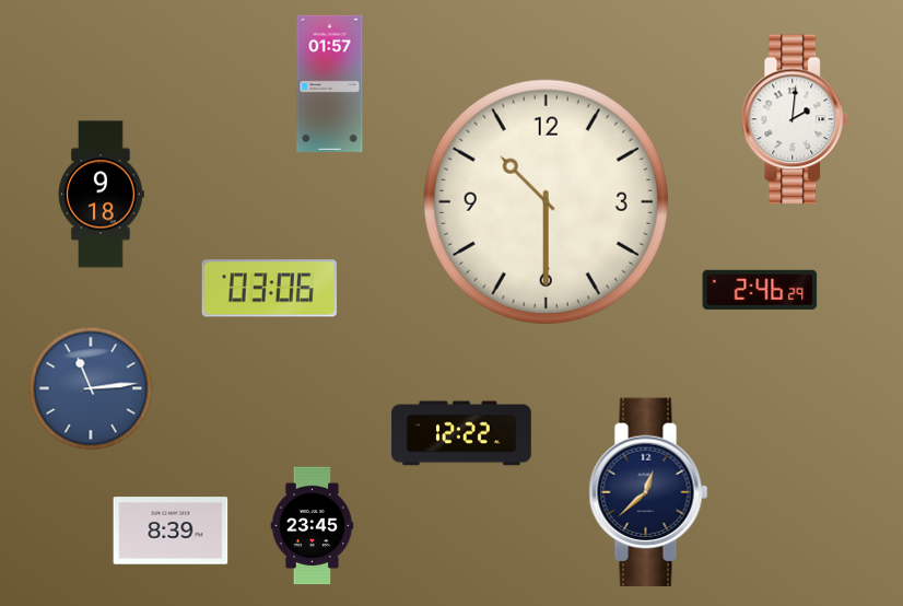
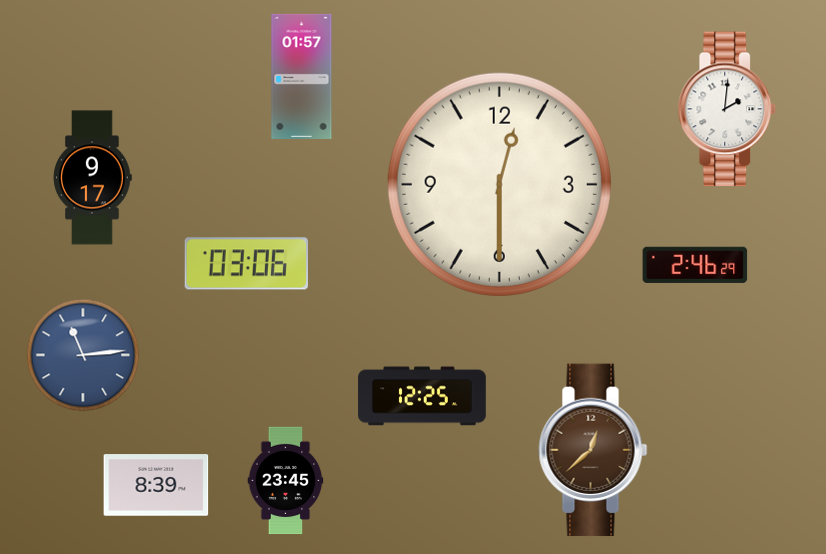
clock at (101, 195): 9:18 -> 9:17
clock at (546, 201): 10:30 -> 12:30
clock at (461, 433): 12:22 -> 12:25
clock at (648, 492) dial: navy -> brown
